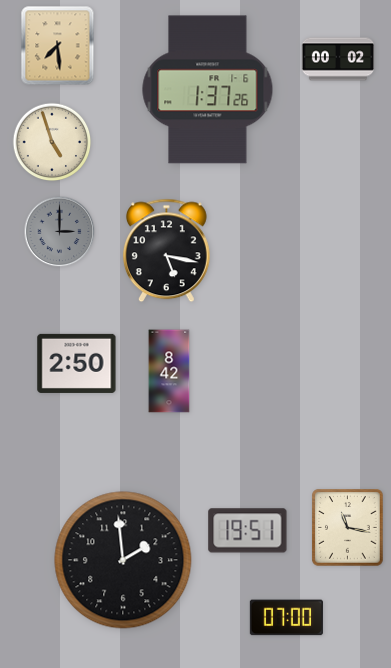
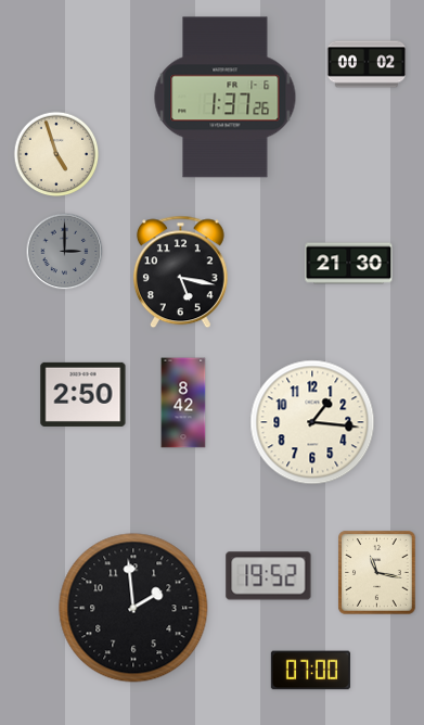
clock at (58, 46): 7:29 -> none
clock at (349, 264): none -> 21:30
clock at (312, 422): none -> 1:16
clock at (248, 531): 19:51 -> 19:52
